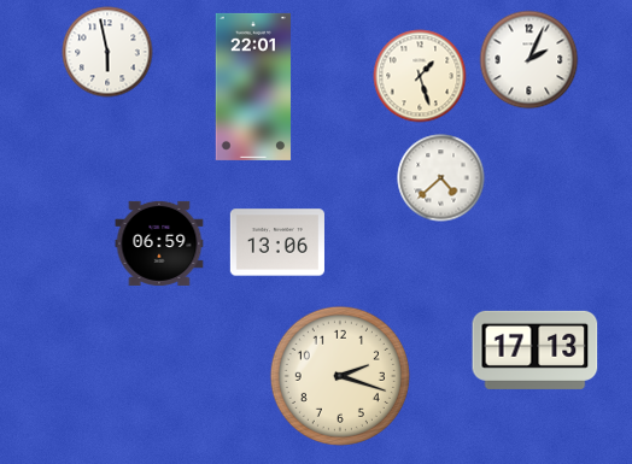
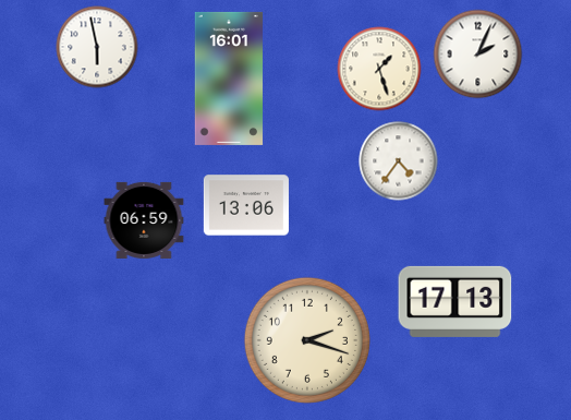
clock at (253, 87): 22:01 -> 16:01
clock at (441, 178): 4:38 -> 4:36
clock at (277, 242) position: (277, 242) -> (246, 205)
clock at (536, 350) position: (536, 350) -> (455, 301)
